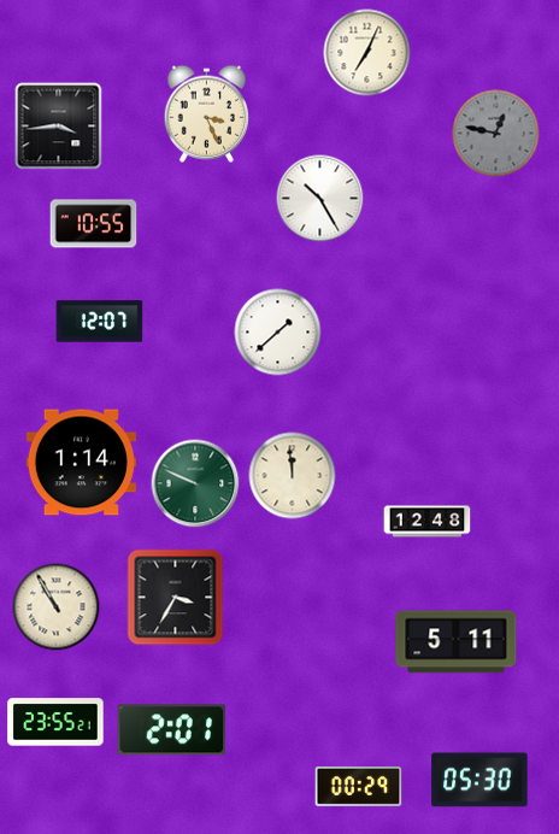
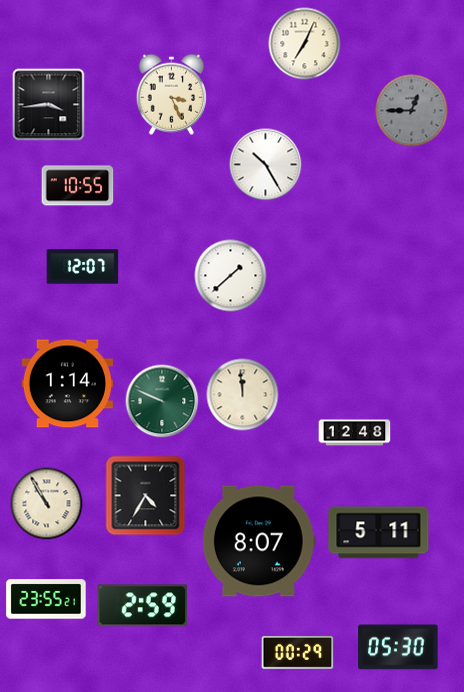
clock at (496, 134): 12:47 -> 12:45
clock at (176, 598): 3:35 -> 4:35
clock at (259, 541): none -> 8:07
clock at (172, 730): 2:01 -> 2:59
